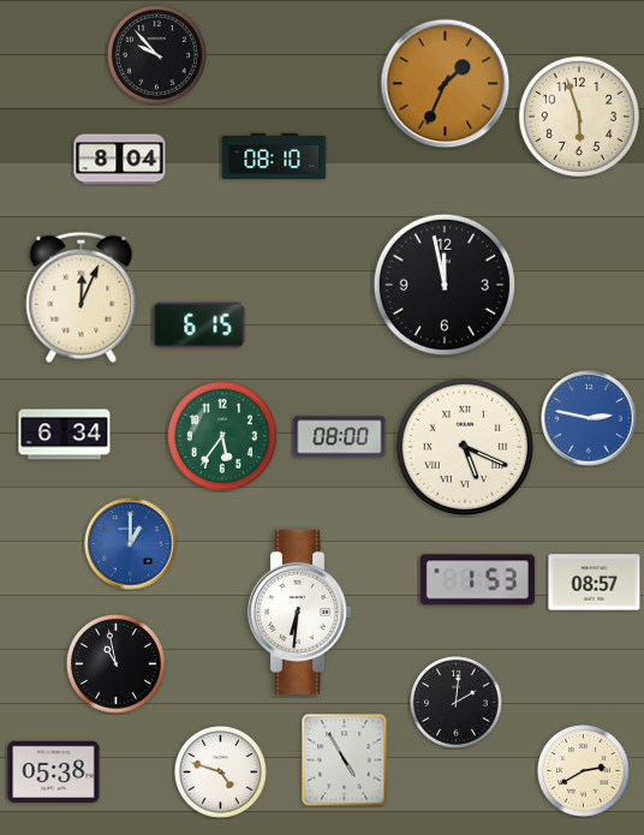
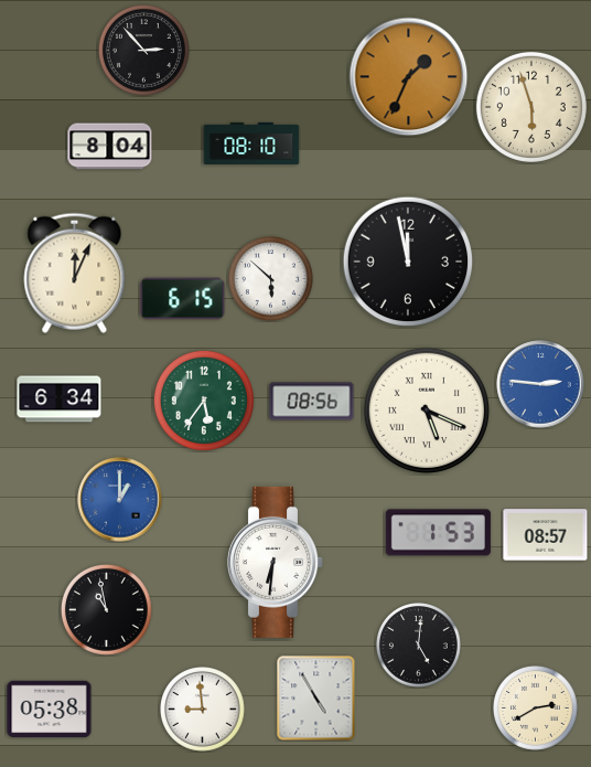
clock at (156, 54): 9:53 -> 2:53
clock at (271, 279): none -> 5:52
clock at (589, 418): 2:47 -> 2:46
clock at (340, 437): 08:00 -> 08:56
clock at (457, 703): 2:01 -> 5:01
clock at (221, 773): 4:48 -> 8:59
